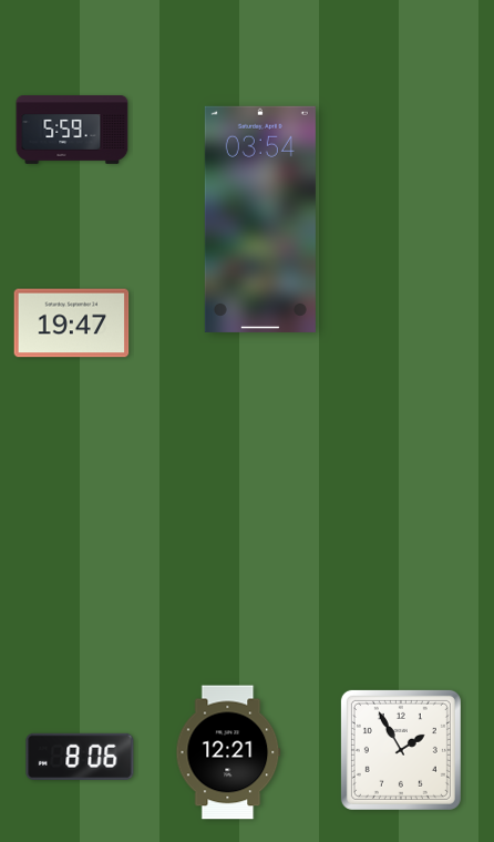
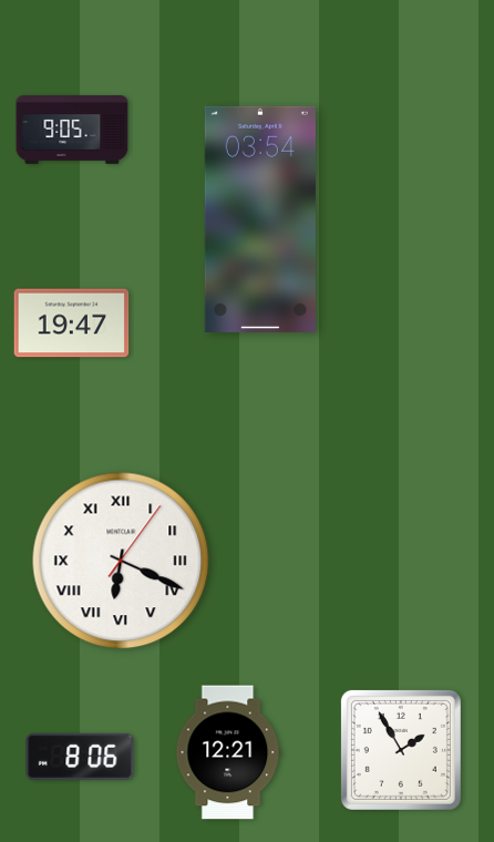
clock at (72, 131): 5:59 -> 9:05
clock at (121, 561): none -> 6:19
